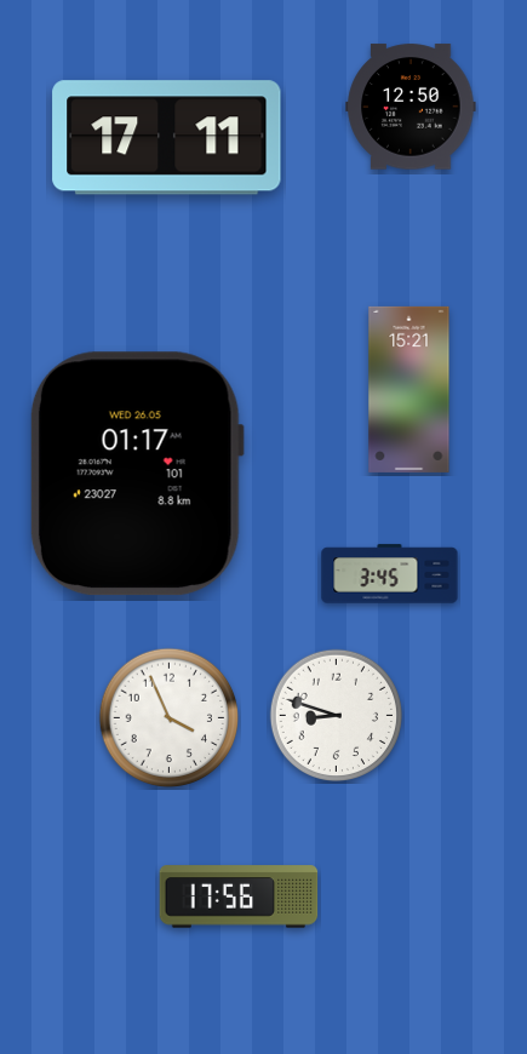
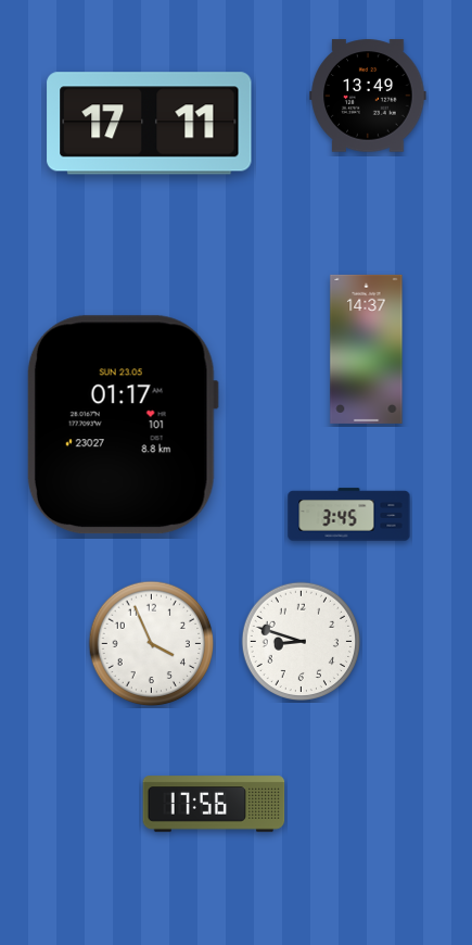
clock at (411, 107): 12:50 -> 13:49
clock at (409, 389): 15:21 -> 14:37
clock at (137, 474) date: WED 26.05 -> SUN 23.05
